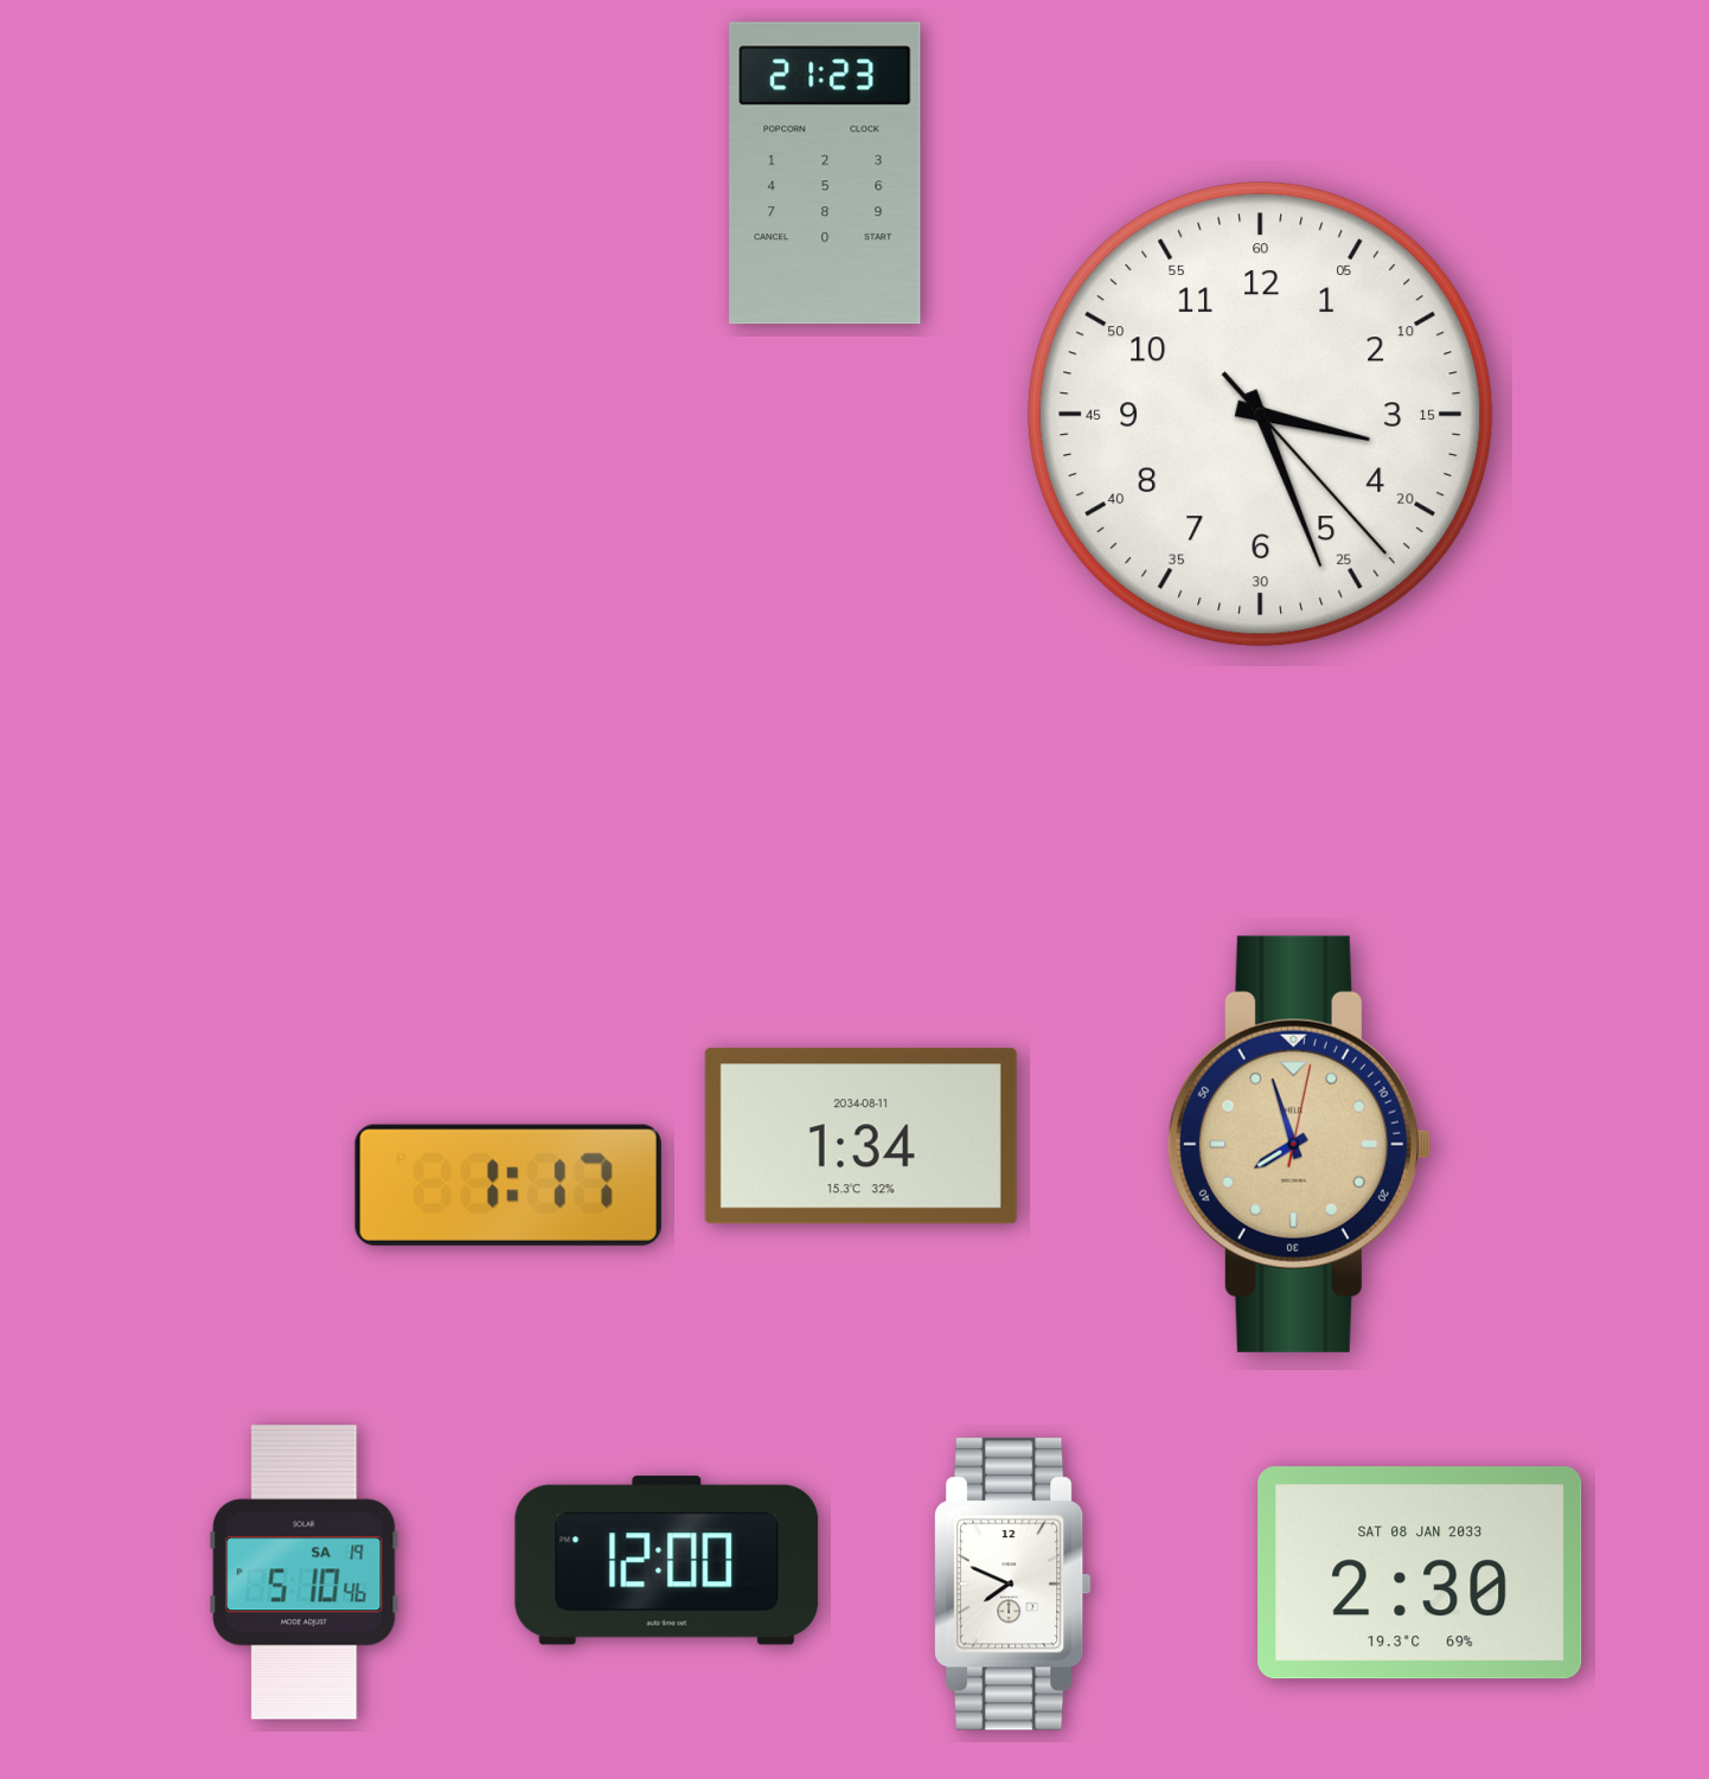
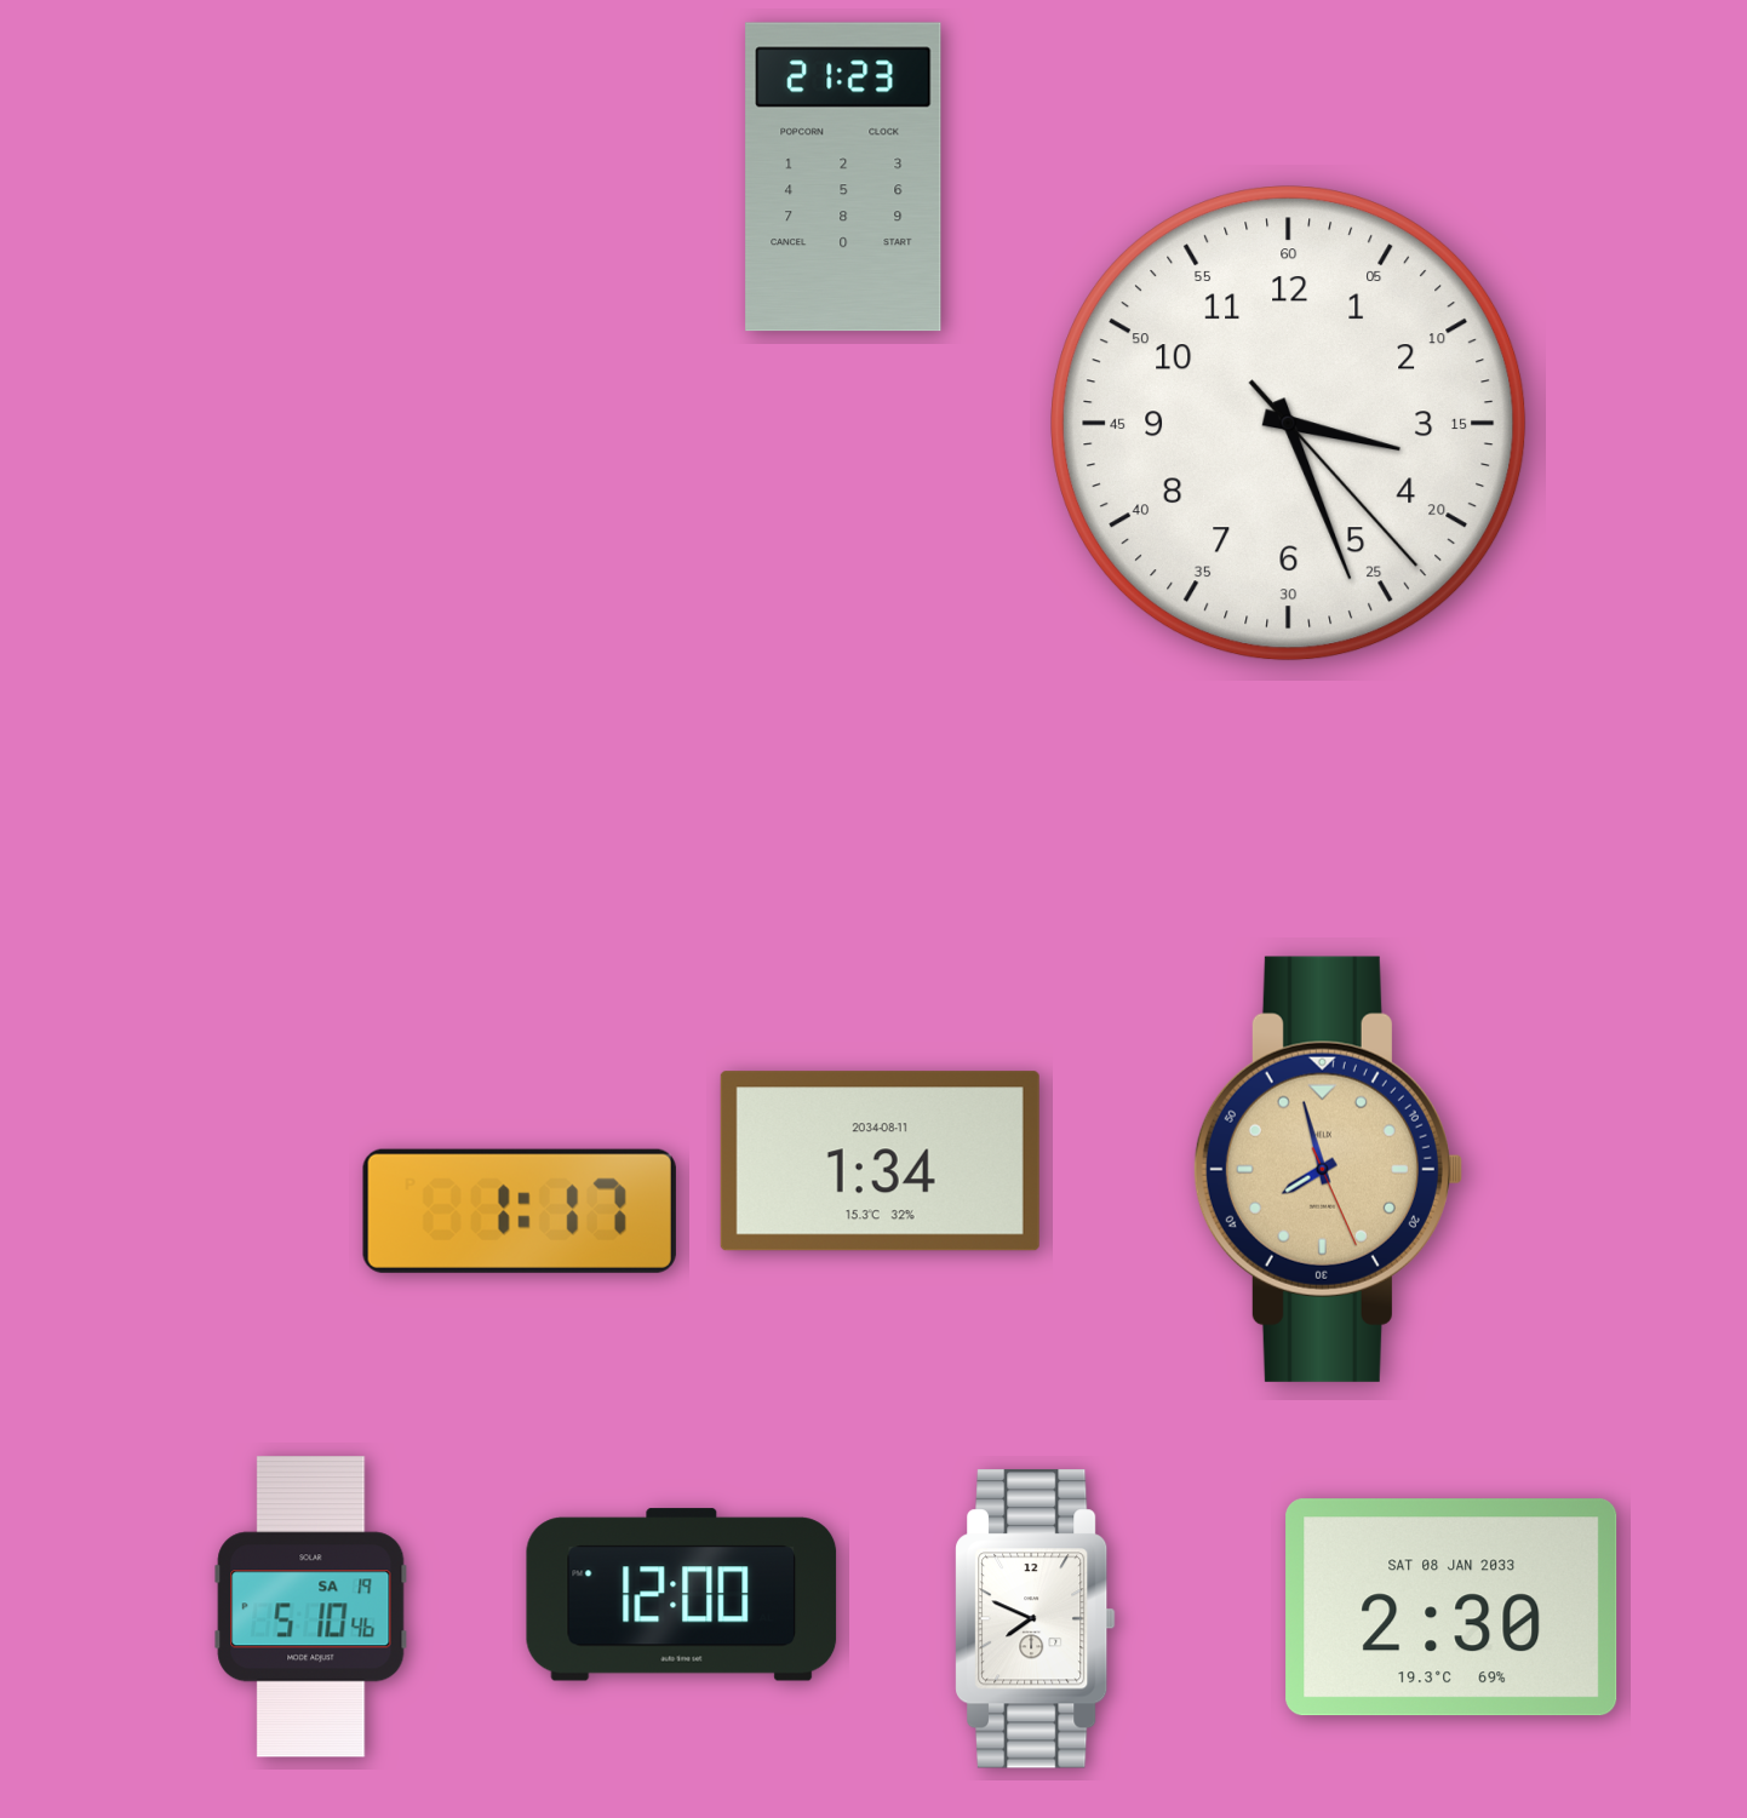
clock at (1299, 1144): 7:57:02 -> 7:57:26
